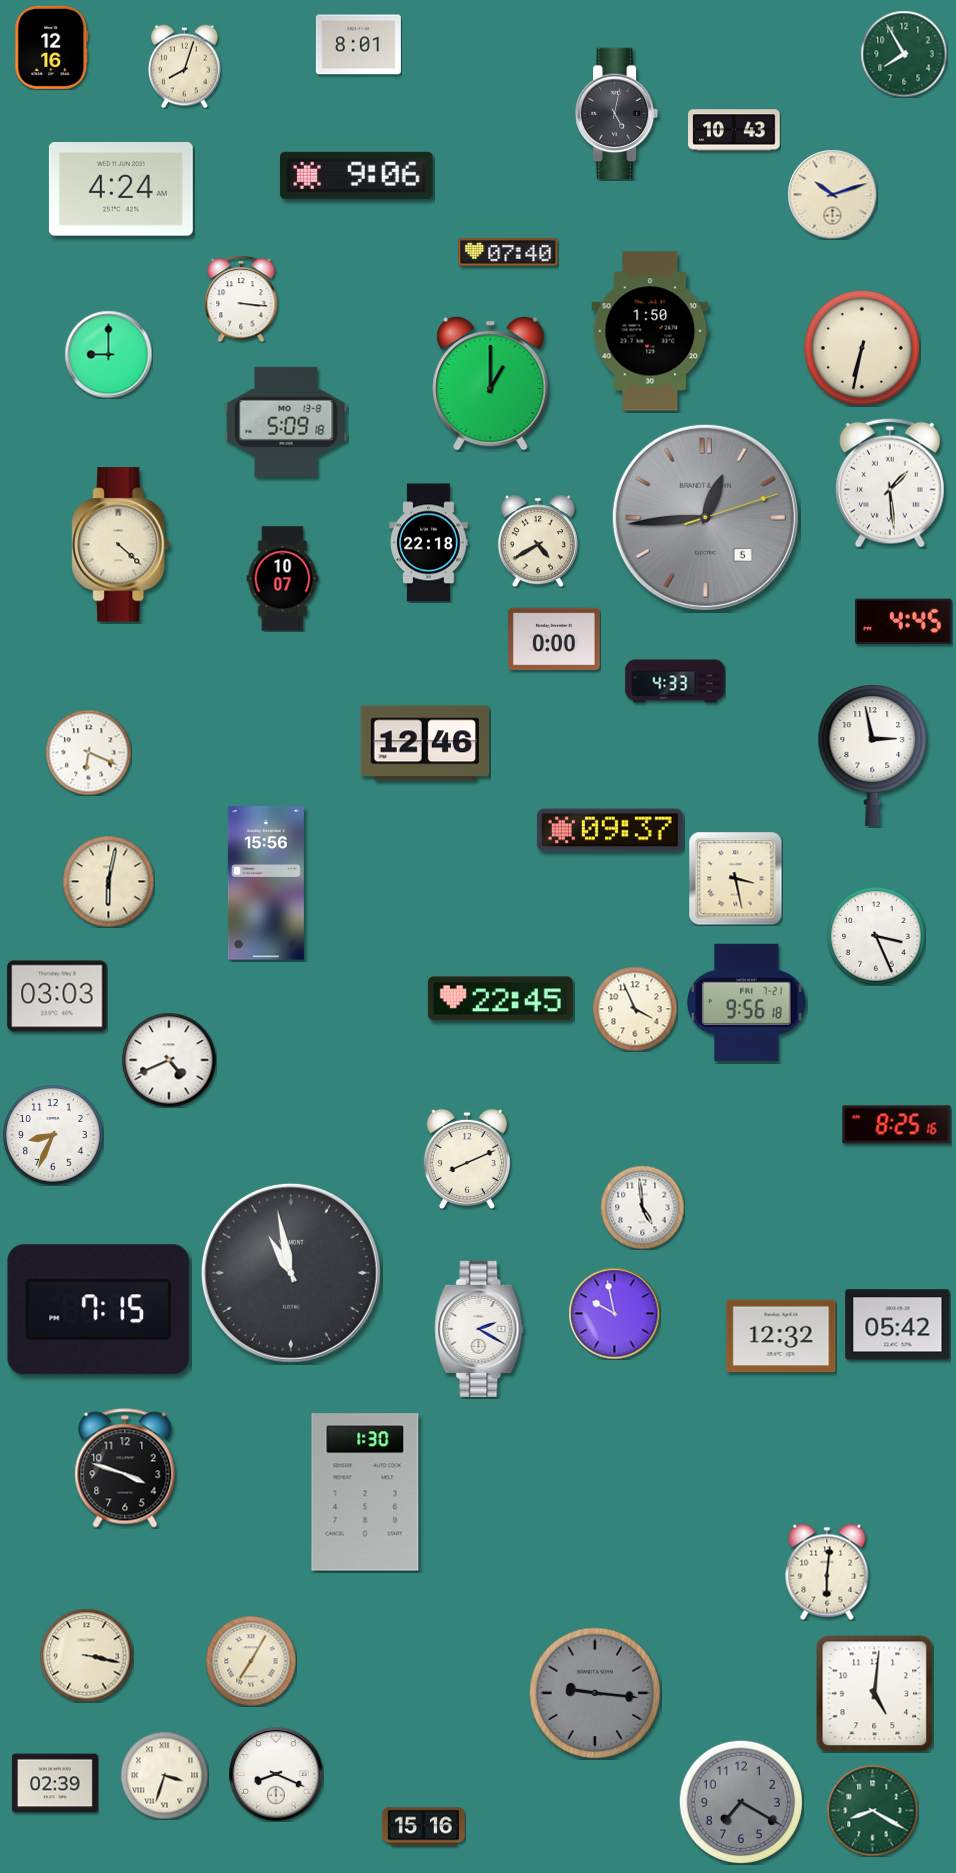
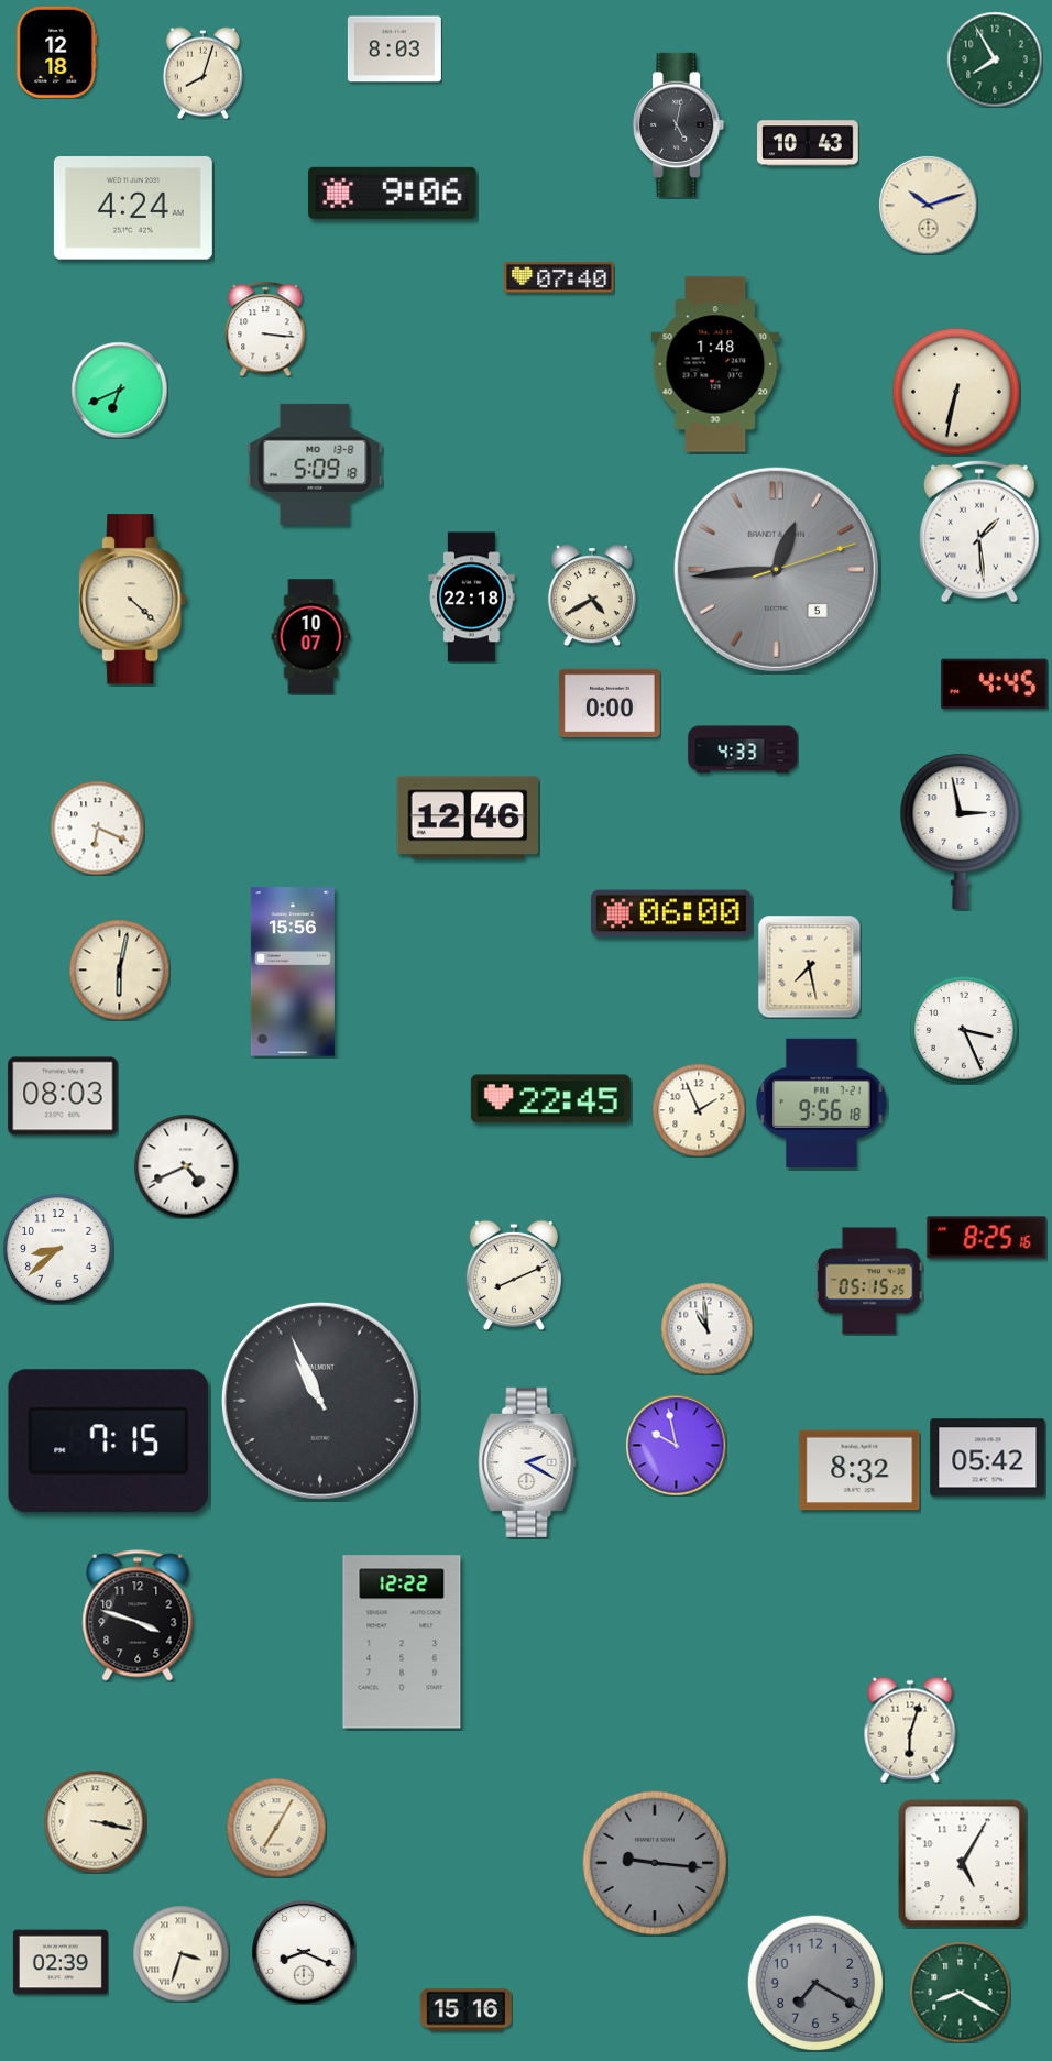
clock at (358, 45): 8:01 -> 8:03
clock at (52, 47): 12:16 -> 12:18
clock at (832, 194) position: (832, 194) -> (928, 205)
clock at (650, 331): 1:50 -> 1:48
clock at (862, 348) position: (862, 348) -> (956, 392)
clock at (108, 354): 9:00 -> 6:41
clock at (491, 383): 1:00 -> none
clock at (610, 830): 09:37 -> 06:00
clock at (735, 878): 3:28 -> 7:28
clock at (57, 996): 03:03 -> 08:03
clock at (635, 1009): 3:56 -> 1:56
clock at (53, 1135): 8:34 -> 8:38
clock at (869, 1281): none -> 05:15
clock at (642, 1207): 4:59 -> 10:59
clock at (291, 1273): 10:58 -> 10:56
clock at (781, 1336): 12:32 -> 8:32
clock at (365, 1492): 1:30 -> 12:22
clock at (827, 1572): 6:01 -> 6:03
clock at (874, 1694): 5:01 -> 5:05
